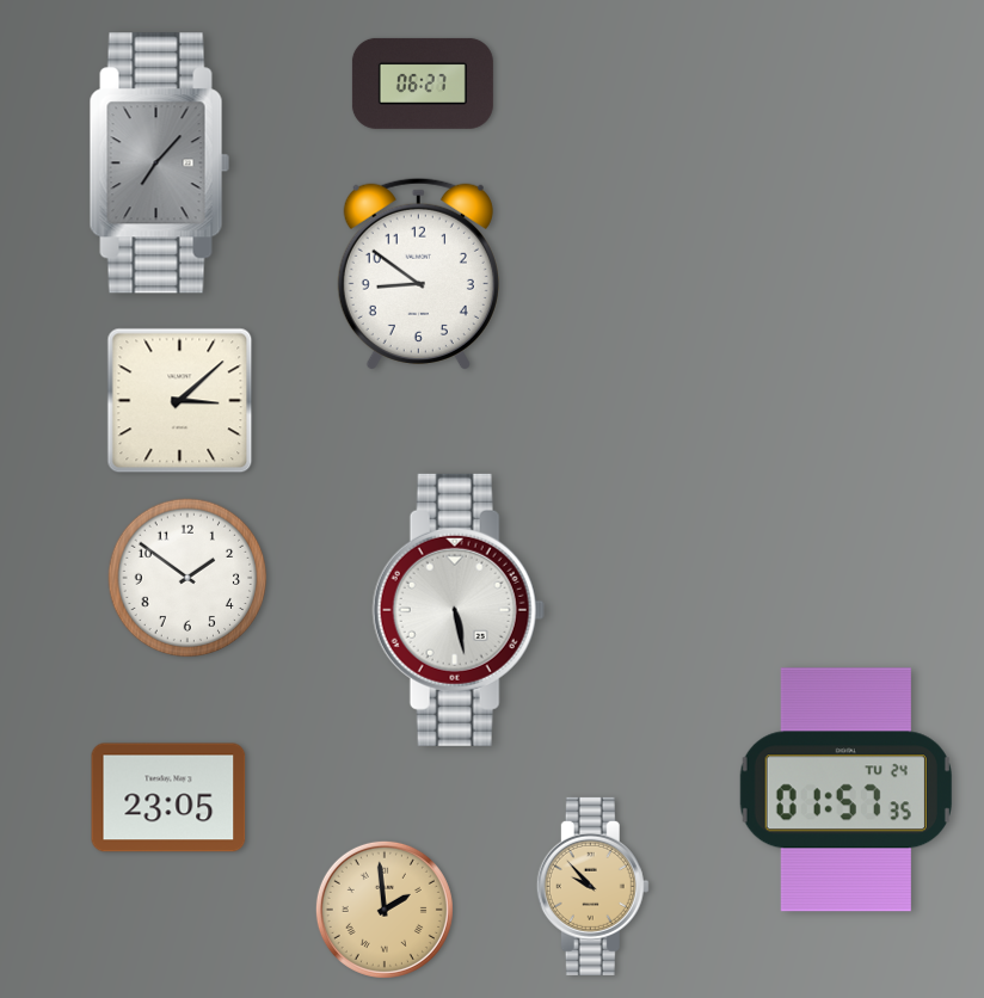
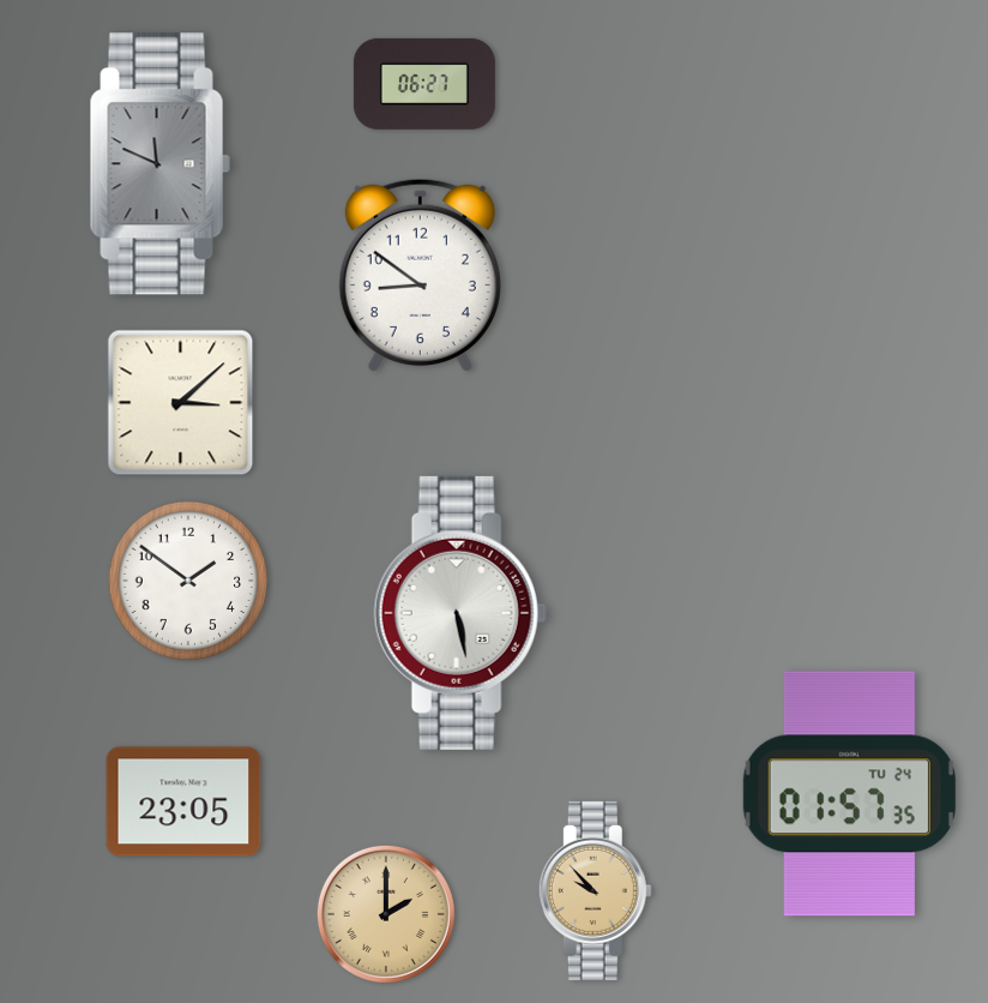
clock at (159, 164): 7:07 -> 11:49
clock at (168, 797) position: (168, 797) -> (183, 801)
clock at (385, 910): 1:59 -> 2:00
